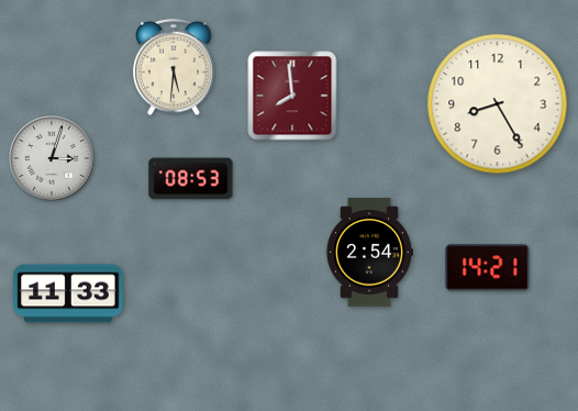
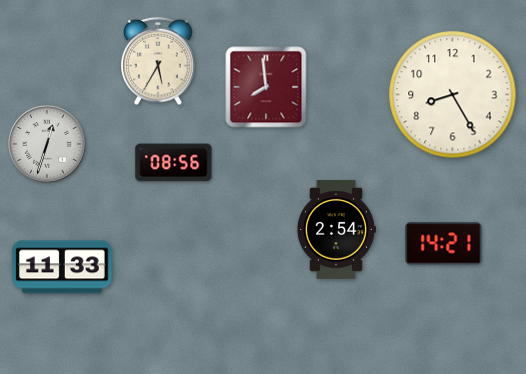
clock at (174, 67): 5:31 -> 5:35
clock at (52, 158): 3:03 -> 12:33
clock at (191, 179): 08:53 -> 08:56
